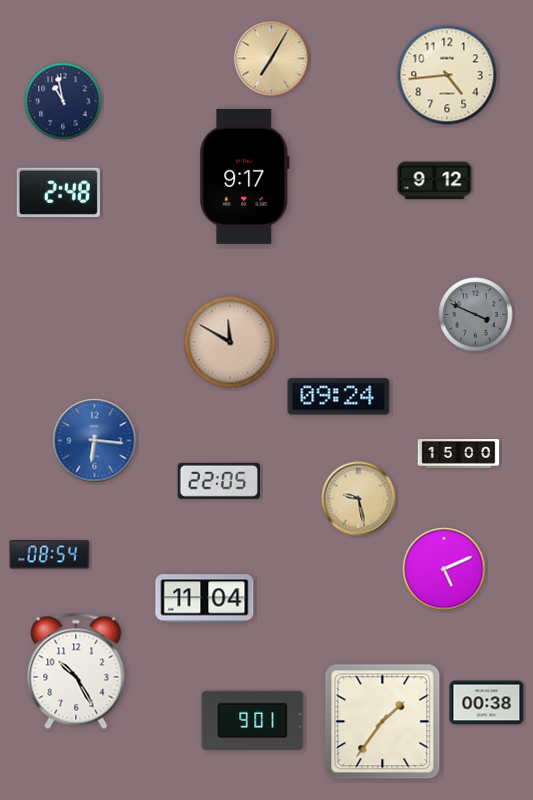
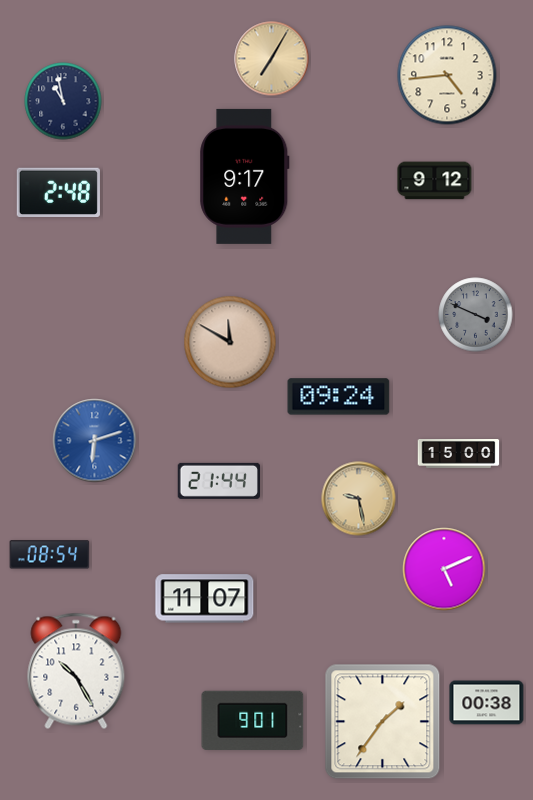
clock at (95, 441): 6:16 -> 6:12
clock at (218, 481): 22:05 -> 21:44
clock at (205, 599): 11:04 -> 11:07
